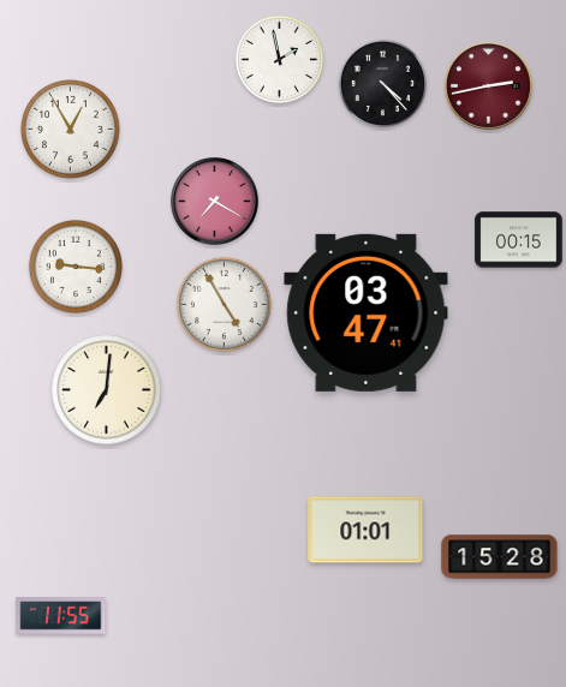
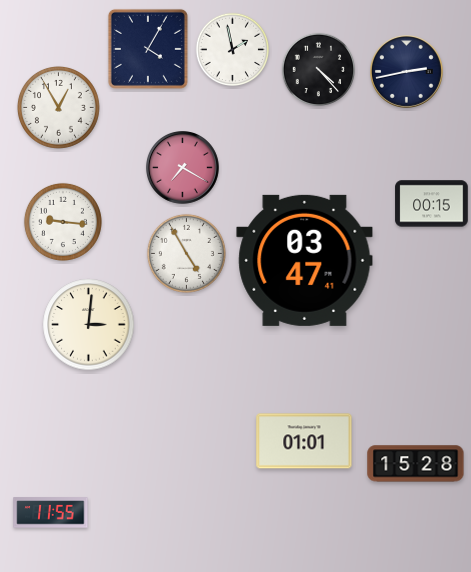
clock at (148, 49): none -> 4:05
clock at (489, 86) dial: burgundy -> navy
clock at (215, 202) position: (215, 202) -> (183, 168)
clock at (519, 240) position: (519, 240) -> (432, 204)
clock at (107, 390): 7:01 -> 3:01
